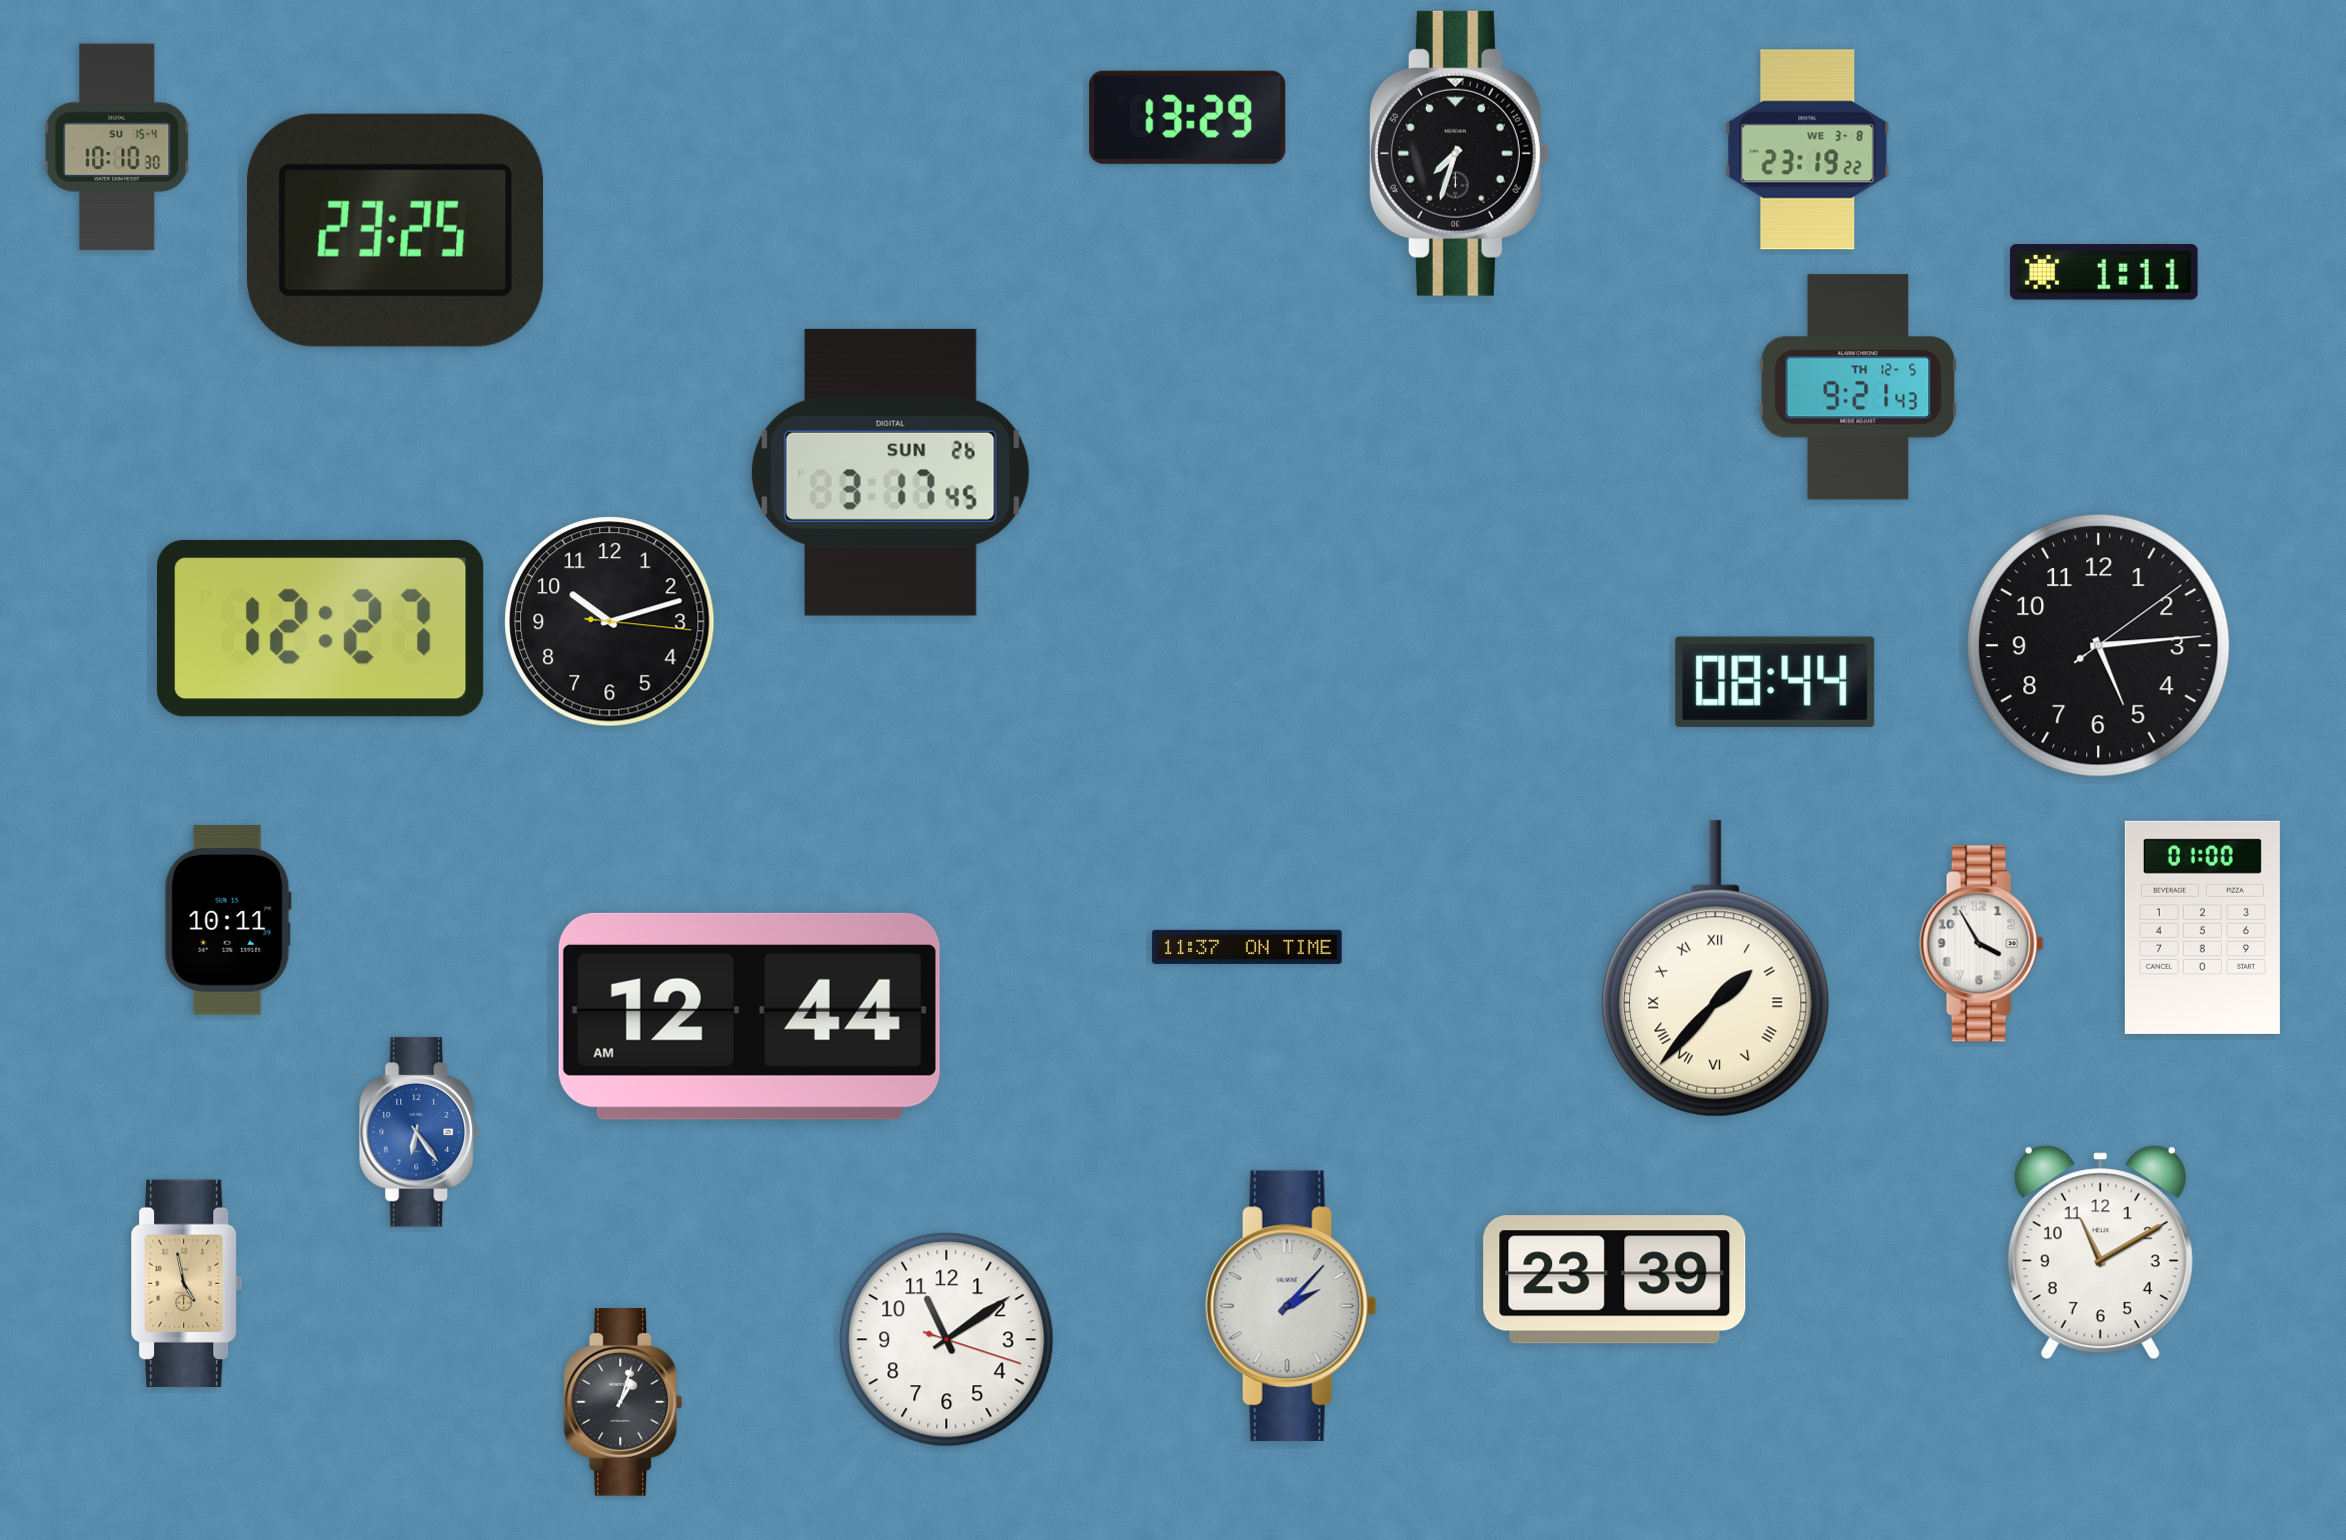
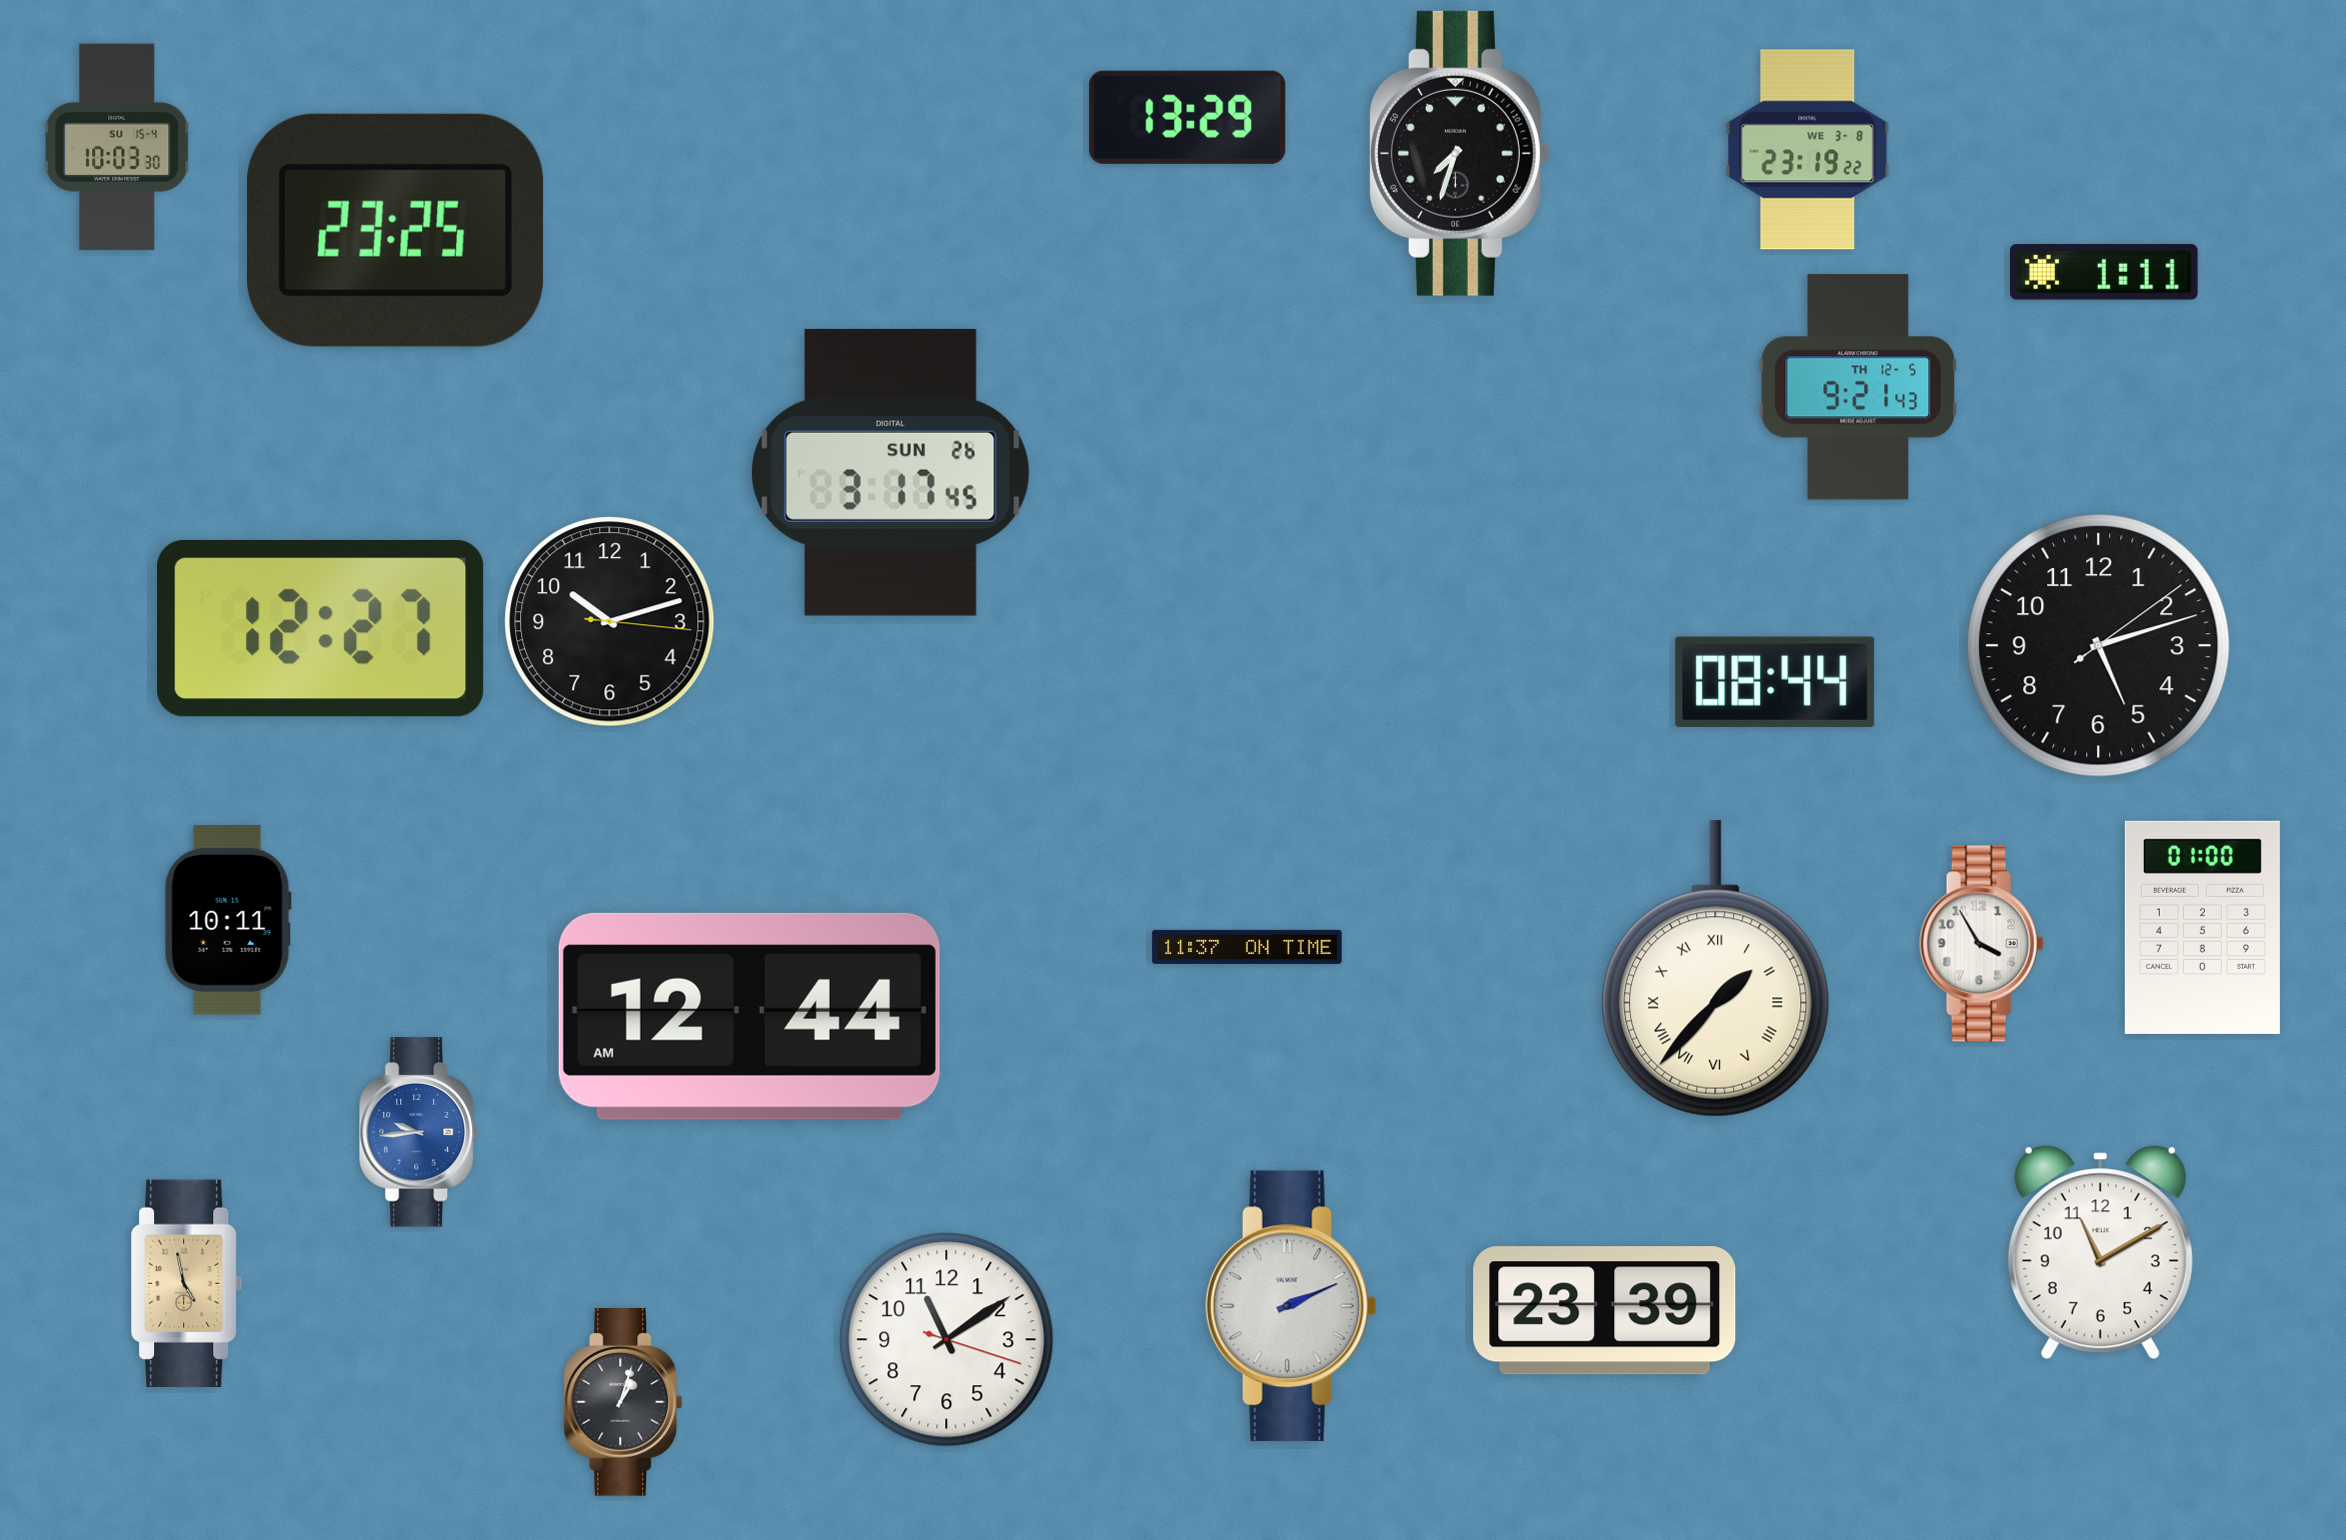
clock at (117, 147): 10:10 -> 10:03
clock at (2099, 646): 5:14 -> 5:12
clock at (419, 1132): 6:24 -> 9:44
clock at (1615, 1280) position: (1615, 1280) -> (1605, 1311)
clock at (1291, 1306): 2:07 -> 2:11
